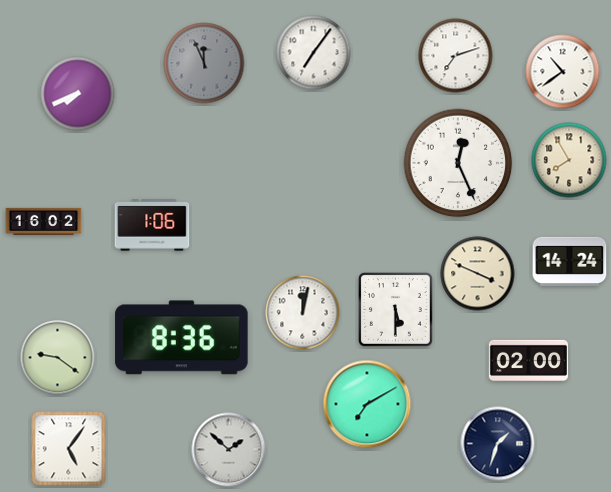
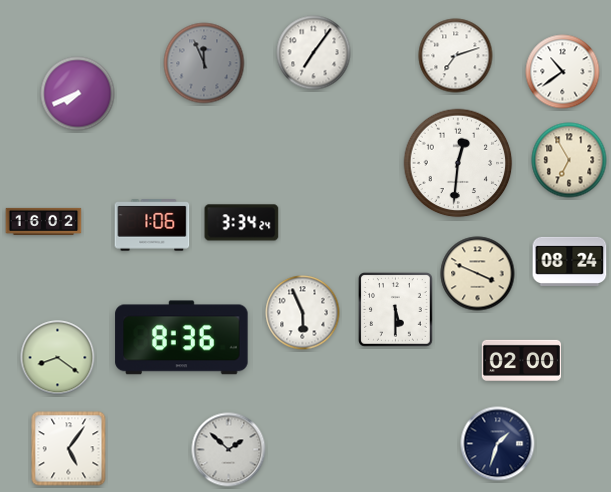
clock at (569, 160): 7:55 -> 6:55
clock at (458, 163): 12:26 -> 12:31
clock at (242, 223): none -> 3:34
clock at (570, 261): 14:24 -> 08:24
clock at (303, 313): 12:02 -> 5:56
clock at (58, 358): 9:21 -> 8:21
clock at (528, 360) position: (528, 360) -> (521, 360)
clock at (367, 404): 7:10 -> none
